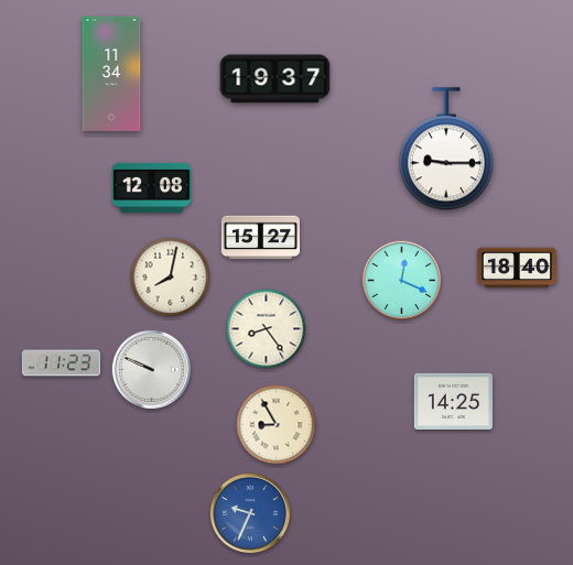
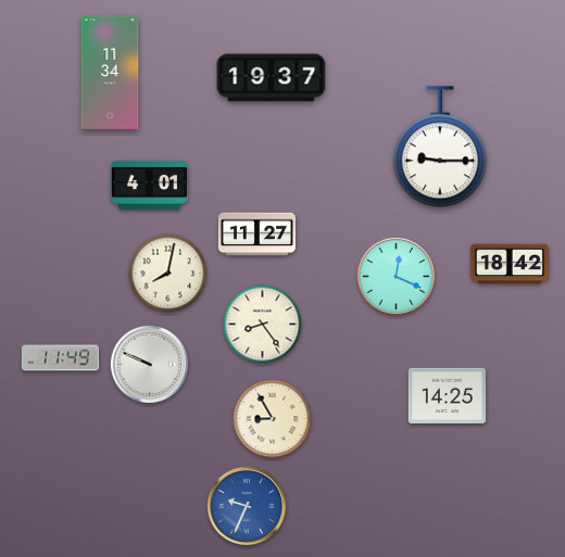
clock at (151, 187): 12:08 -> 4:01
clock at (260, 238): 15:27 -> 11:27
clock at (517, 268): 18:40 -> 18:42
clock at (61, 363): 11:23 -> 11:49
